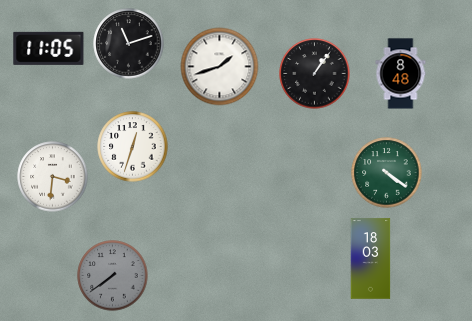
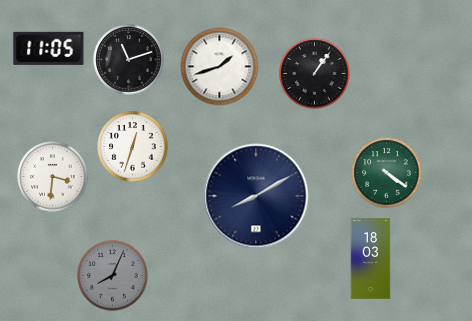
clock at (129, 44) position: (129, 44) -> (129, 60)
clock at (401, 74): 8:48 -> none
clock at (256, 196): none -> 8:10
clock at (113, 276): 7:39 -> 8:04
